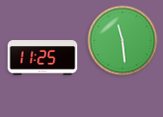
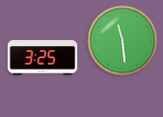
clock at (43, 58): 11:25 -> 3:25
